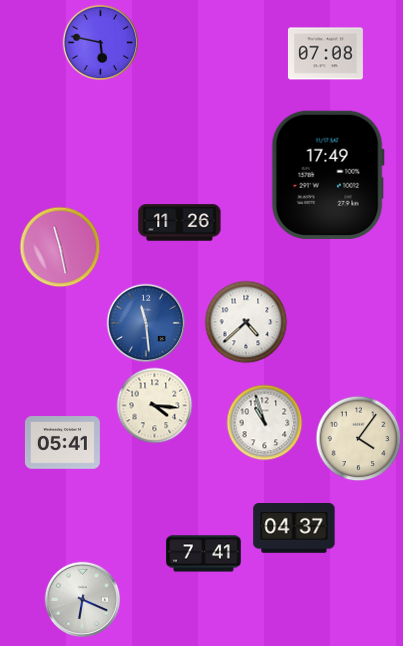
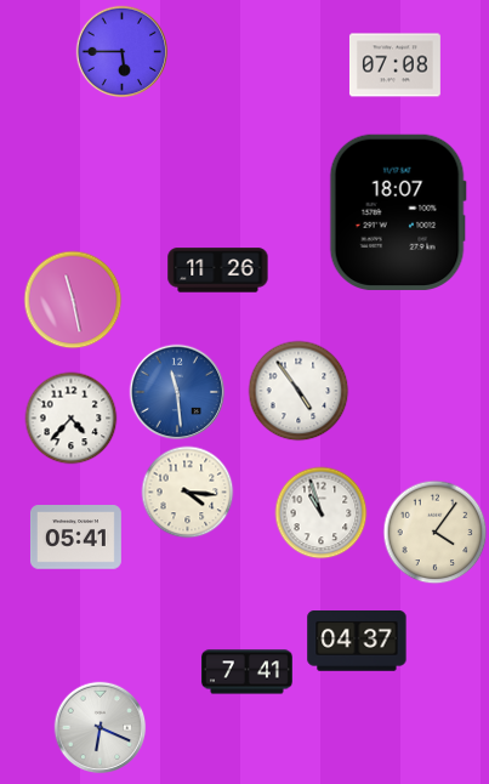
clock at (101, 43): 5:47 -> 5:45
clock at (328, 175): 17:49 -> 18:07
clock at (246, 322): 4:38 -> 4:54
clock at (72, 419): none -> 4:37
